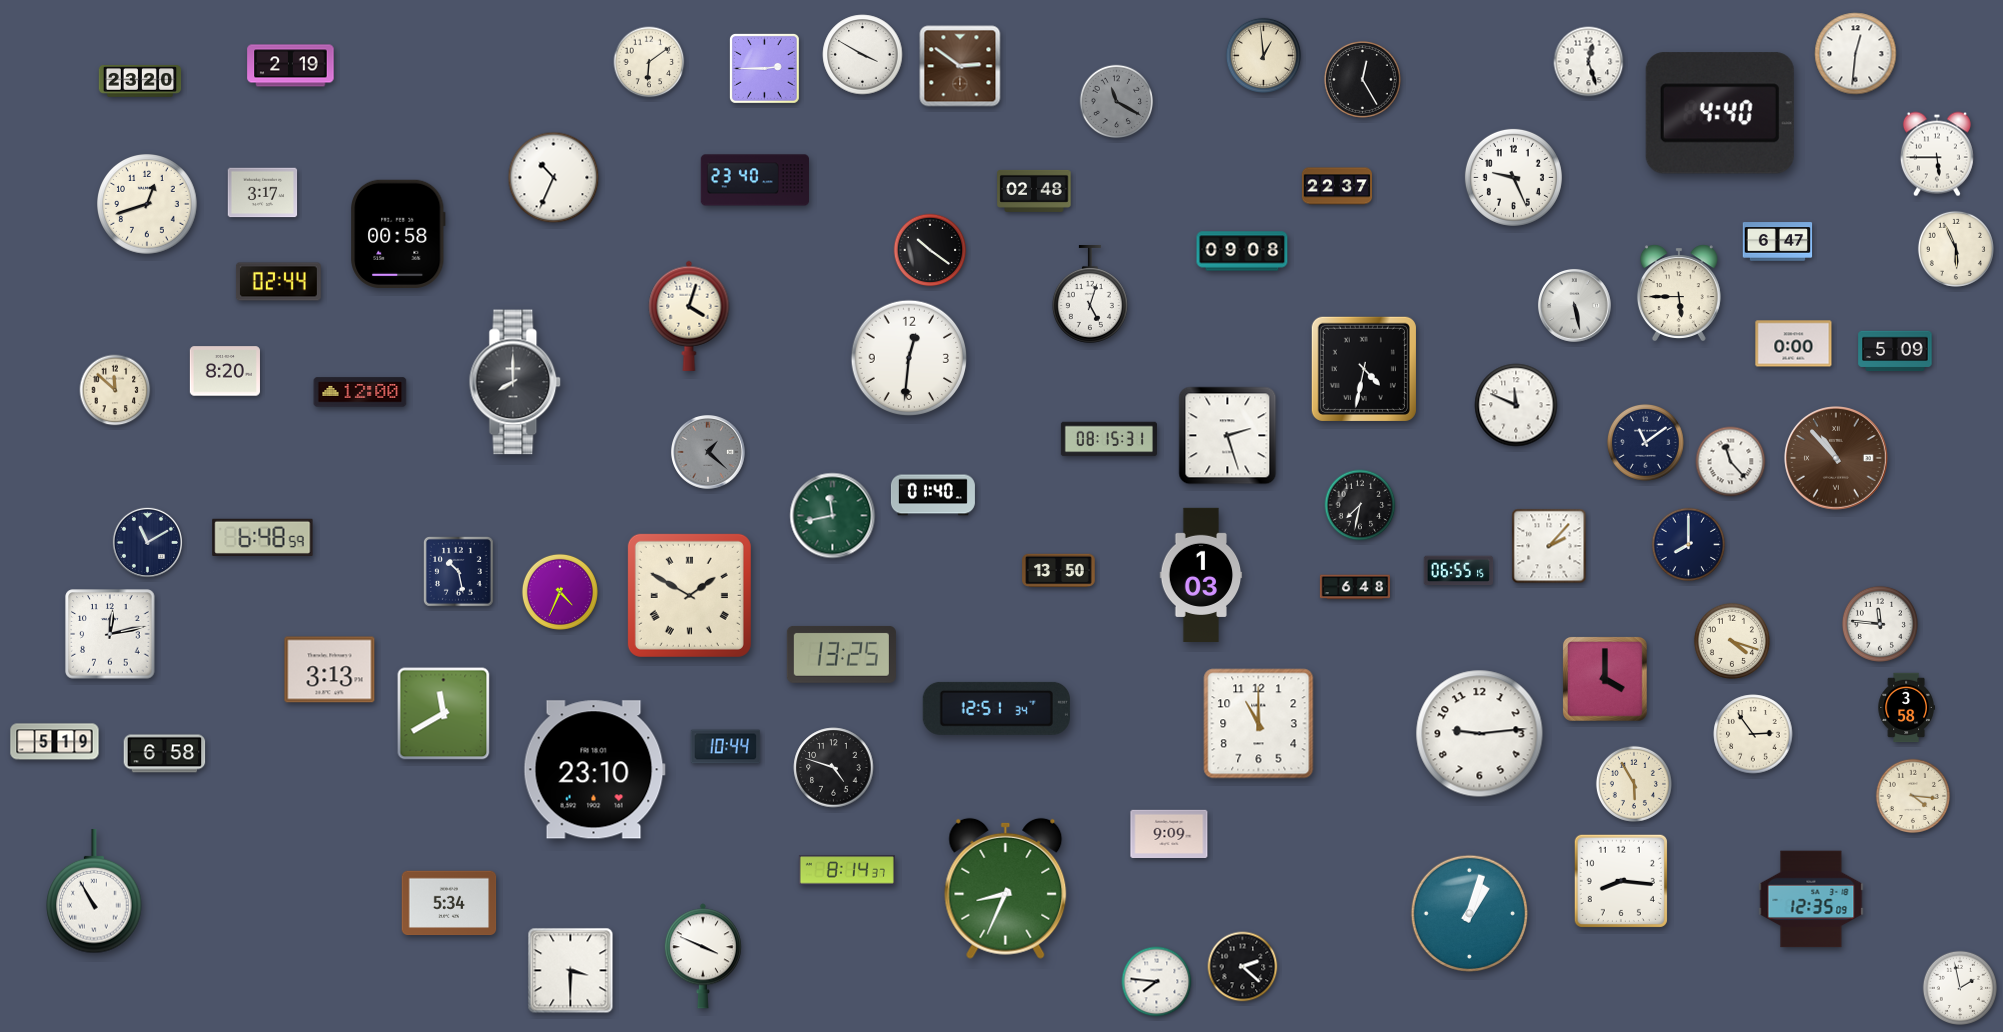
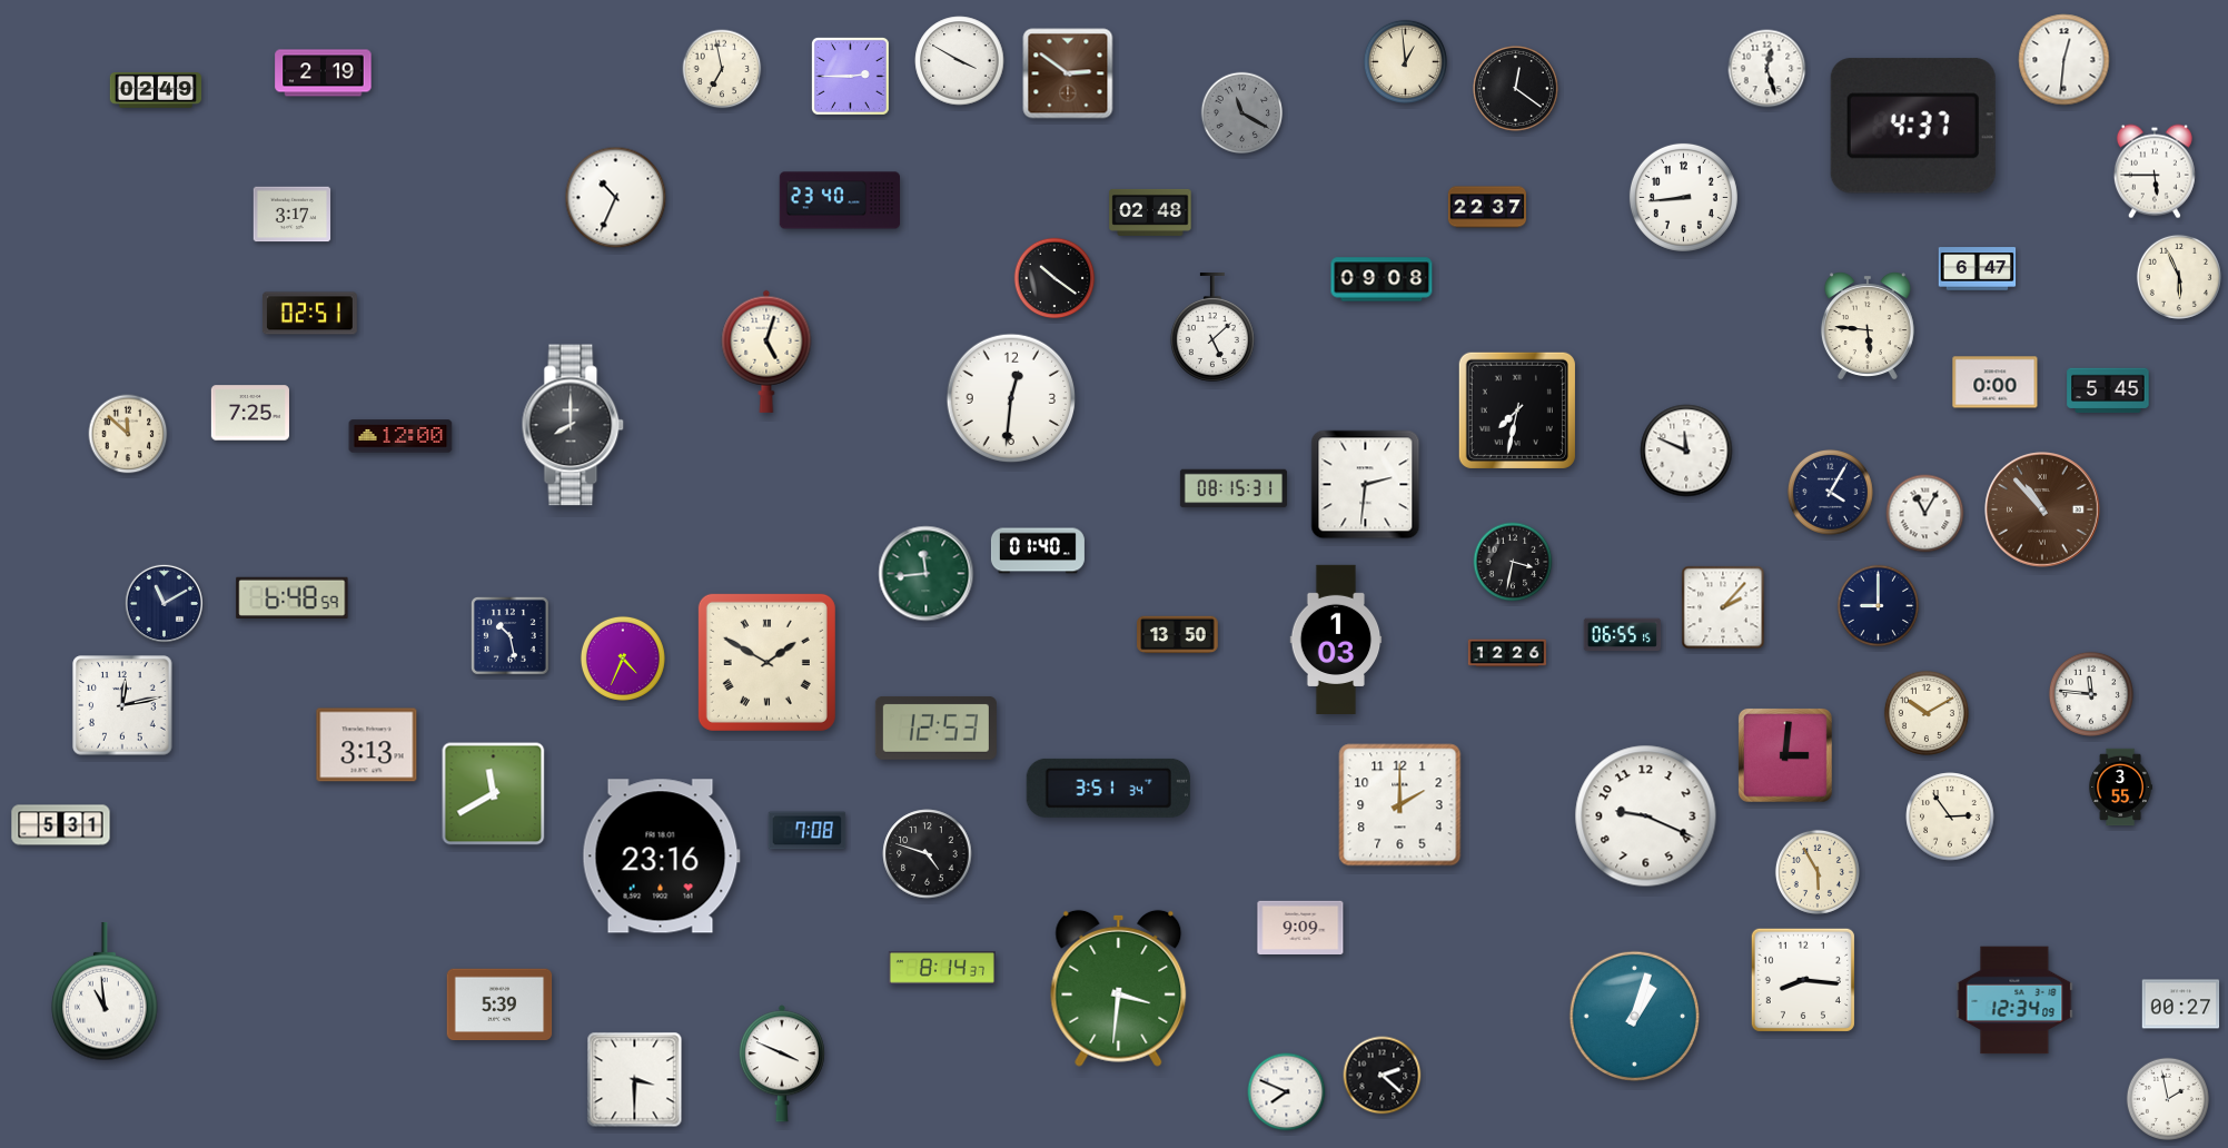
clock at (649, 62): 6:09 -> 6:58
clock at (1362, 79): 12:25 -> 12:21
clock at (140, 82): 23:20 -> 02:49
clock at (1720, 113): 4:40 -> 4:37
clock at (1513, 177): 9:26 -> 8:44
clock at (148, 205): 12:42 -> none
clock at (398, 234): 00:58 -> none
clock at (1956, 249) position: (1956, 249) -> (2179, 277)
clock at (930, 250) position: (930, 250) -> (1054, 278)
clock at (278, 282): 02:44 -> 02:51
clock at (1679, 292): 5:45 -> 5:46
clock at (1090, 295): 5:03 -> 5:08
clock at (1574, 305): 5:28 -> none
clock at (689, 316): 4:03 -> 5:03
clock at (1895, 351): 5:09 -> 5:45
clock at (1364, 369): 4:32 -> 7:32
clock at (225, 371): 8:20 -> 7:25
clock at (1228, 436): 2:27 -> 2:31
clock at (1645, 442): 11:09 -> 4:05
clock at (709, 453): 1:22 -> none
clock at (1731, 462): 11:23 -> 11:05
clock at (1360, 505): 7:32 -> 3:32
clock at (833, 516): 11:43 -> 11:44
clock at (1689, 545): 8:00 -> 9:00
clock at (1354, 587): 6:48 -> 12:26
clock at (1732, 641): 4:18 -> 10:10
clock at (841, 654): 13:25 -> 12:53
clock at (1606, 680): 4:00 -> 3:01
clock at (996, 708): 12:51 -> 3:51
clock at (1906, 708): 3:58 -> 3:55
clock at (1259, 724): 11:00 -> 2:00
clock at (1480, 734): 9:14 -> 9:19
clock at (55, 742): 5:19 -> 5:31
clock at (726, 747): 10:44 -> 7:08
clock at (165, 754): 6:58 -> none
clock at (594, 770): 23:10 -> 23:16
clock at (1912, 795): 4:16 -> none
clock at (1006, 888): 8:34 -> 3:31
clock at (94, 891): 10:55 -> 10:59
clock at (1811, 899): 12:35 -> 12:34
clock at (449, 903): 5:34 -> 5:39
clock at (2181, 1004): none -> 00:27
clock at (1157, 982): 7:46 -> 7:49
clock at (1959, 987) position: (1959, 987) -> (2167, 1098)
